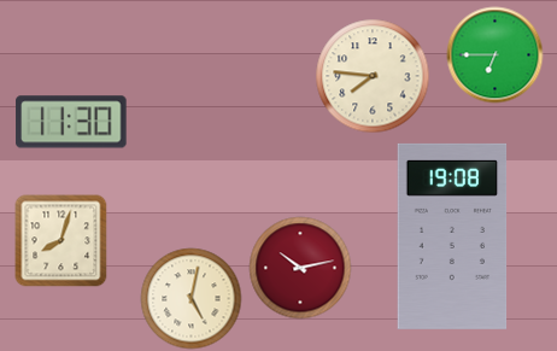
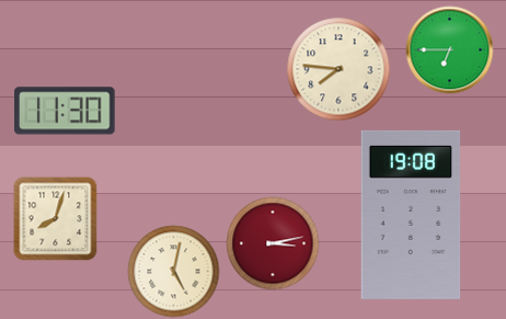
clock at (300, 268): 10:13 -> 3:13
